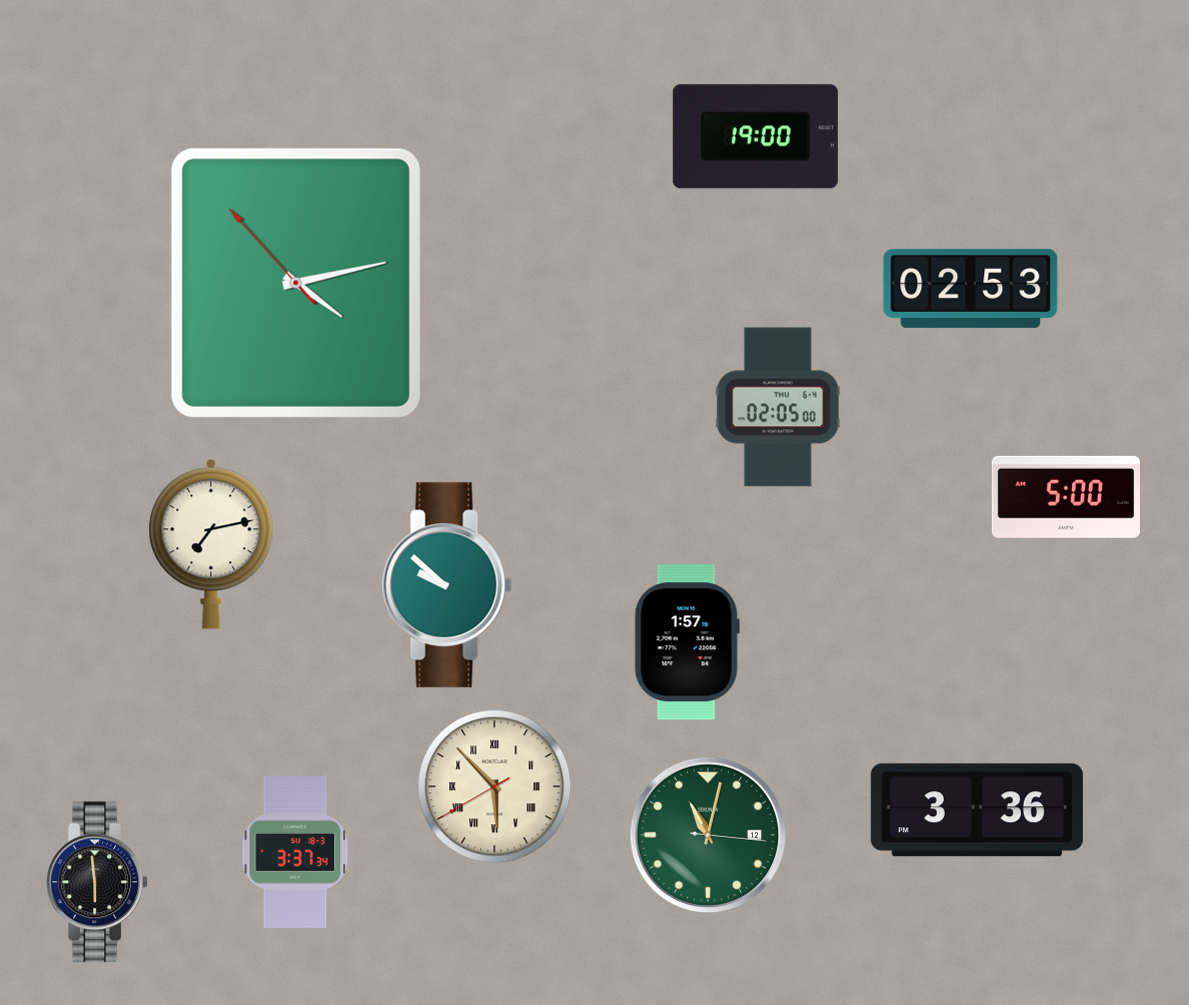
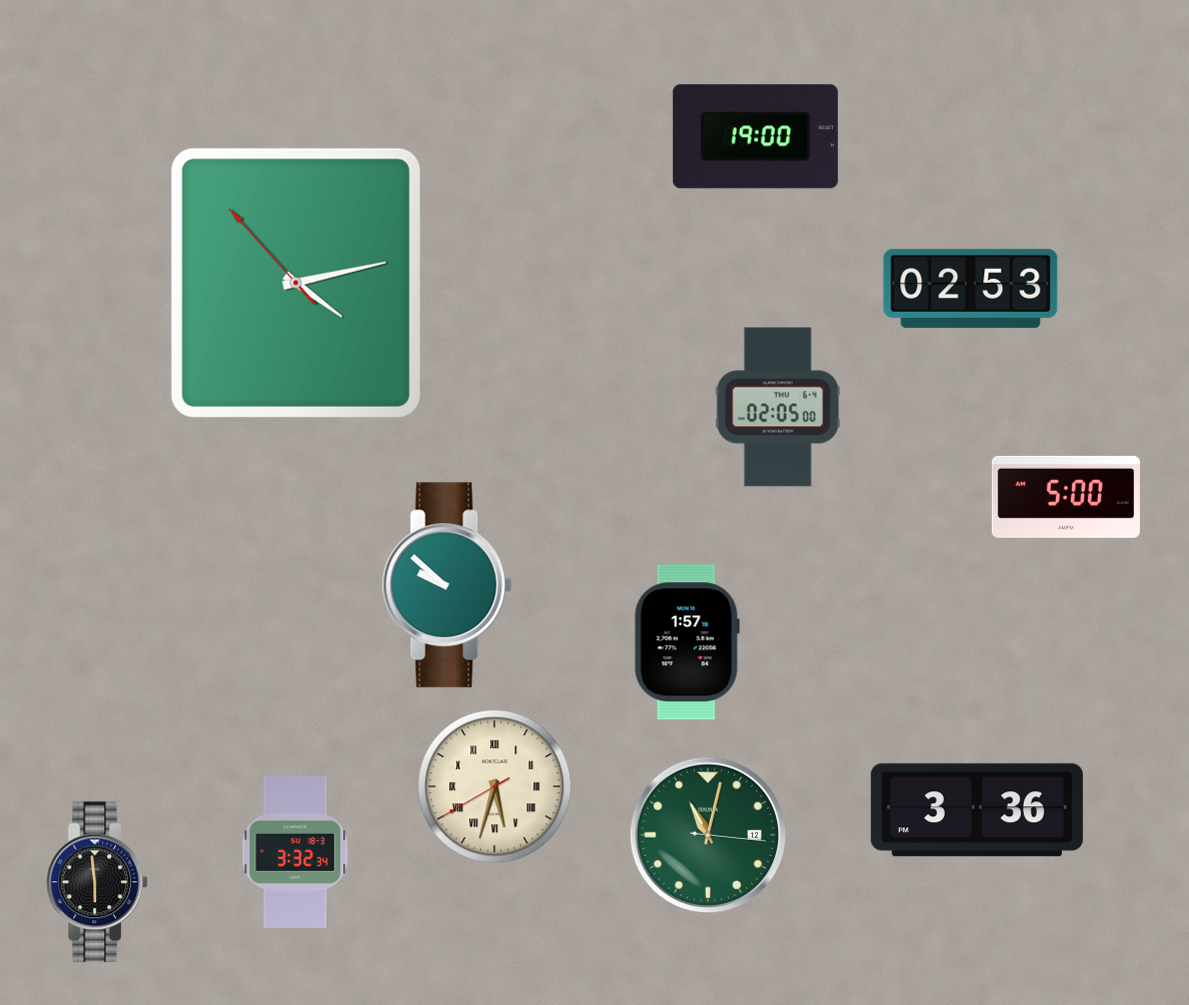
clock at (211, 544): 7:13 -> none
clock at (495, 787): 5:52 -> 5:32
clock at (295, 852): 3:37 -> 3:32
